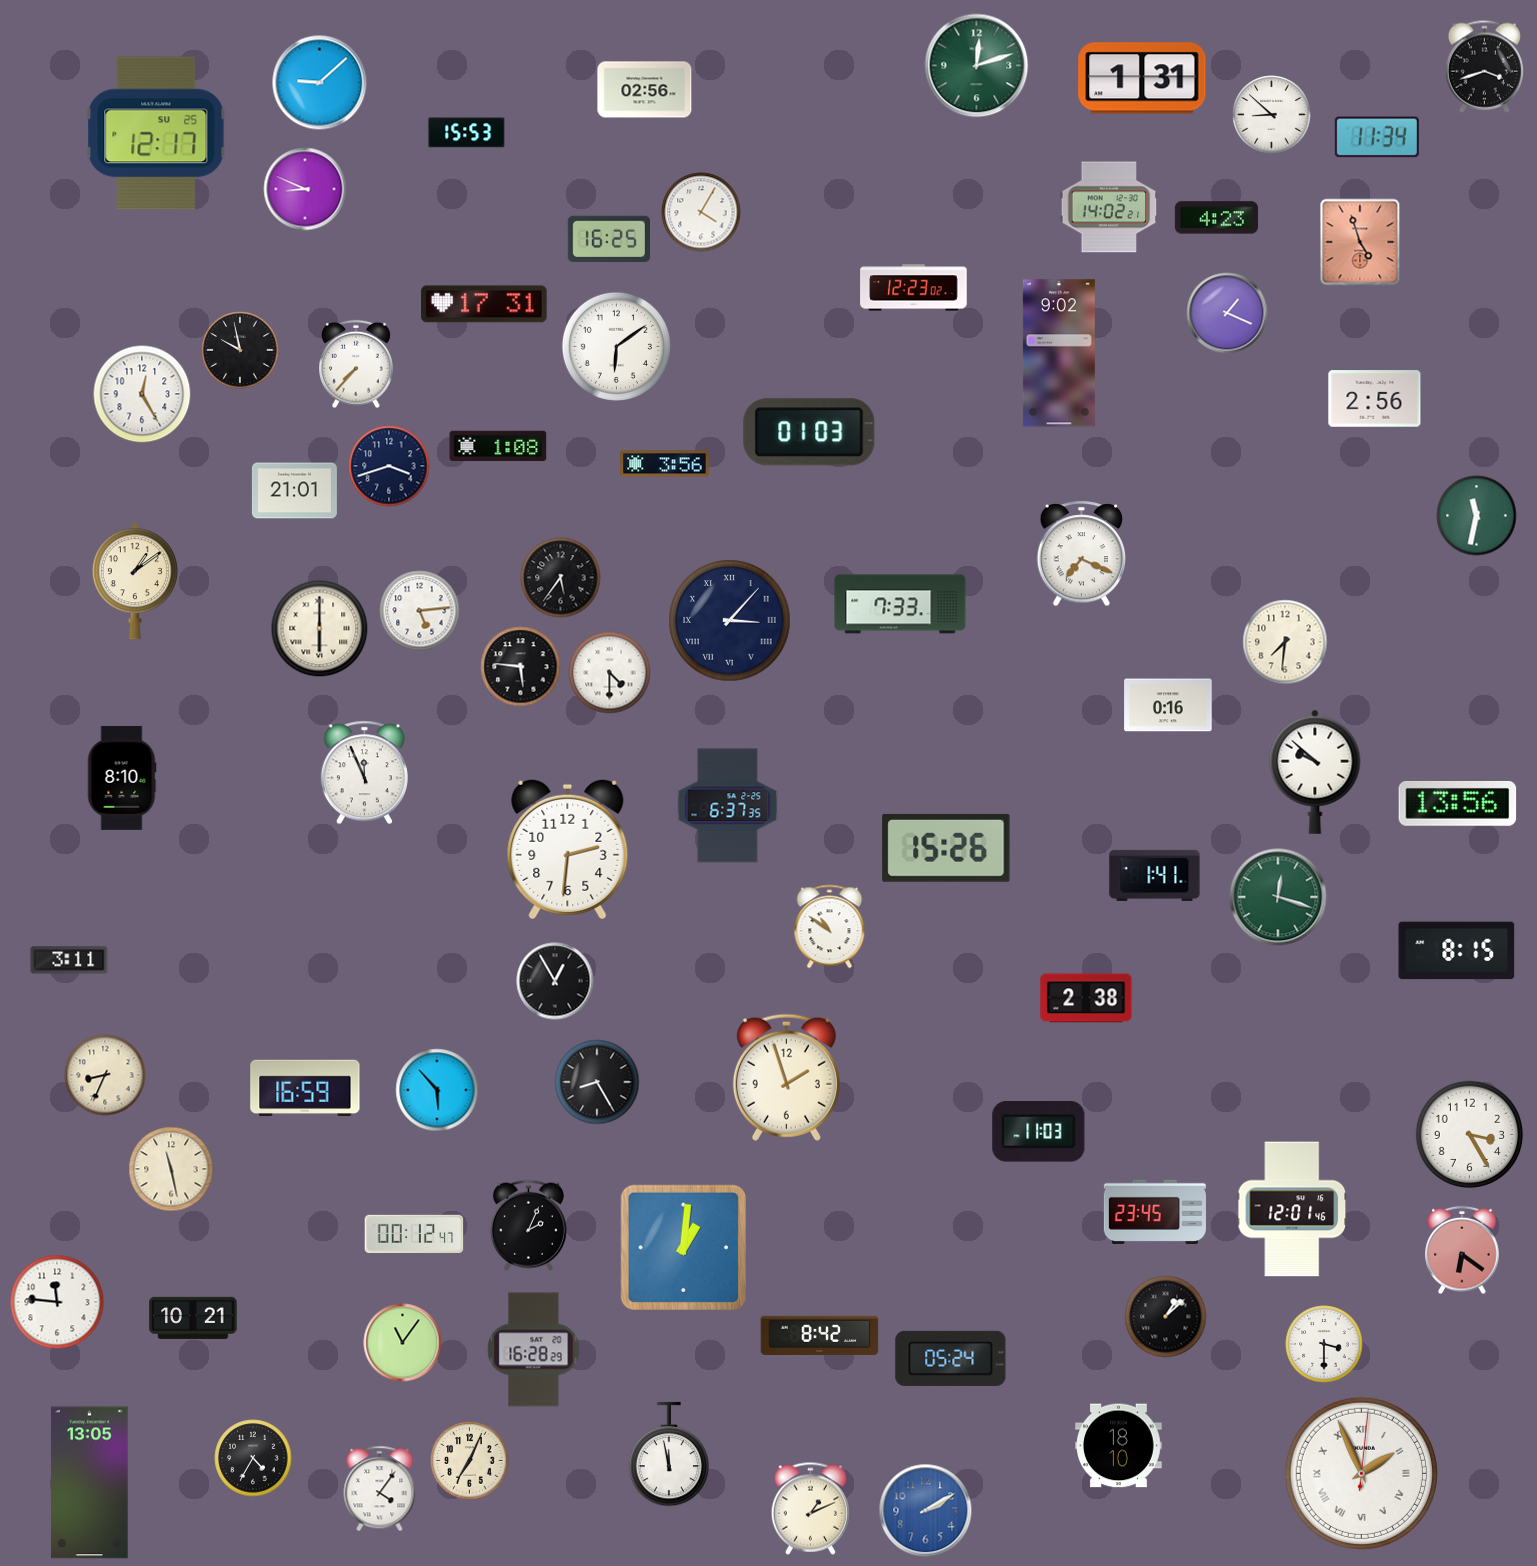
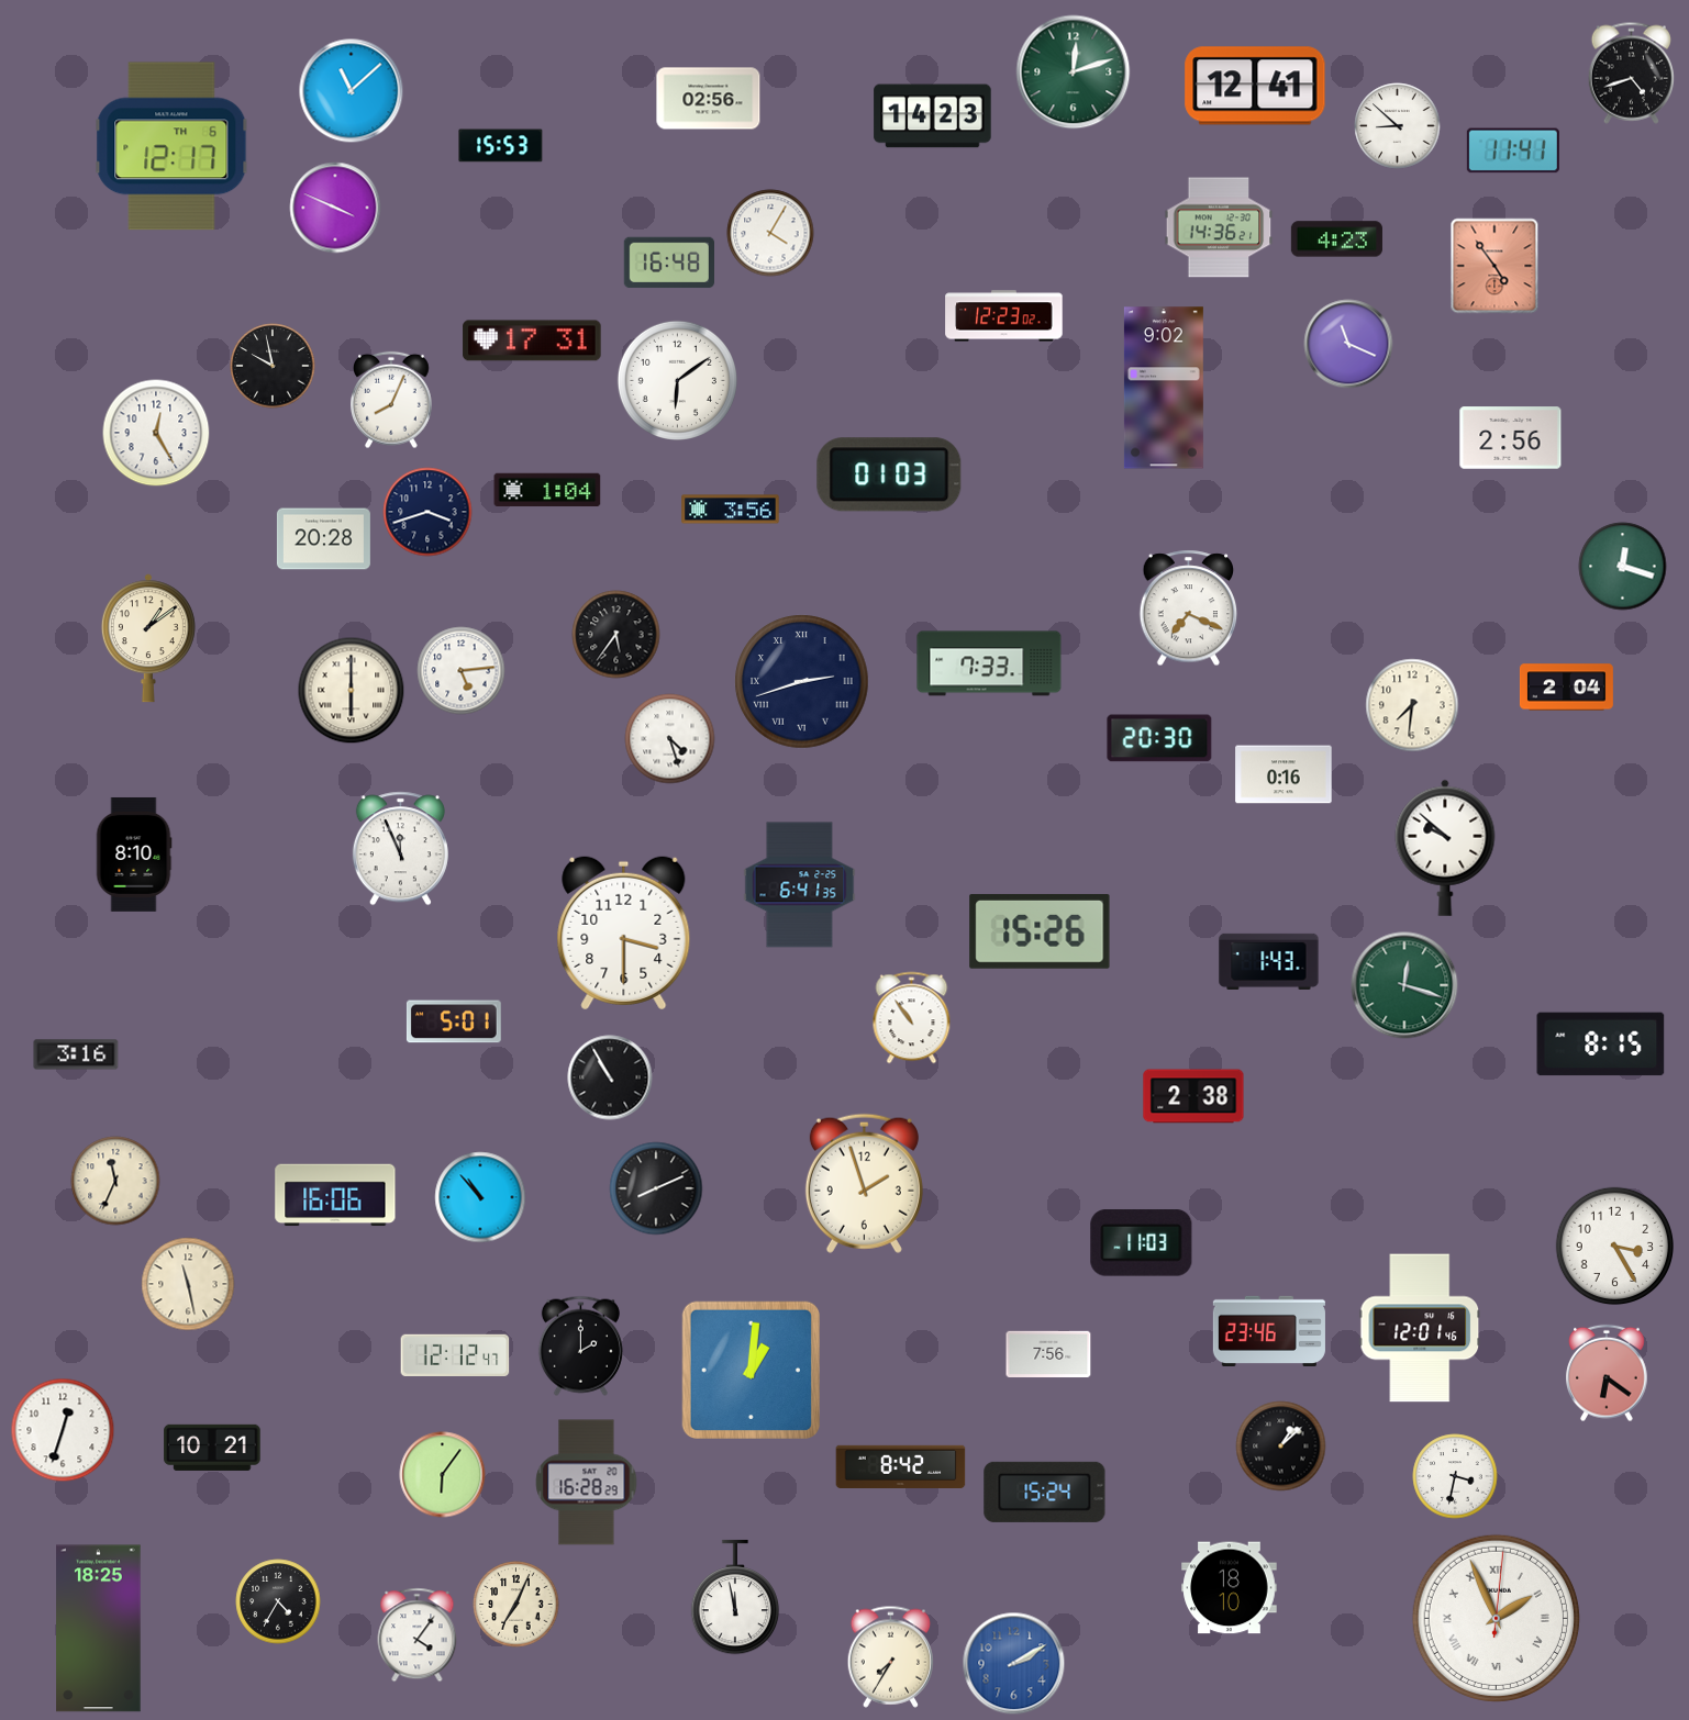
clock at (1484, 66): 3:42 -> 4:42
clock at (1142, 78): 1:31 -> 12:41
clock at (320, 83): 9:08 -> 11:08
clock at (933, 116): none -> 14:23
clock at (156, 133) date: SU 25 -> TH 6
clock at (467, 133) position: (467, 133) -> (501, 146)
clock at (1377, 137): 11:34 -> 11:41
clock at (305, 189): 8:49 -> 3:49
clock at (1109, 207): 14:02 -> 14:36
clock at (608, 239): 16:25 -> 16:48
clock at (1360, 242): 4:57 -> 4:54
clock at (484, 304) position: (484, 304) -> (532, 340)
clock at (1227, 313): 1:19 -> 11:19
clock at (240, 350) position: (240, 350) -> (273, 366)
clock at (356, 364): 7:37 -> 8:04
clock at (498, 446): 1:08 -> 1:04
clock at (294, 491): 21:01 -> 20:28
clock at (1477, 516): 11:32 -> 12:18
clock at (730, 621): 3:07 -> 2:42
clock at (1566, 688): none -> 2:04
clock at (521, 667): 5:46 -> none
clock at (1159, 738): none -> 20:30
clock at (610, 673): 4:30 -> 4:27
clock at (1458, 803): 13:56 -> none
clock at (728, 806): 6:37 -> 6:41
clock at (568, 850): 2:31 -> 3:30
clock at (1155, 875): 1:41 -> 1:43
clock at (830, 927): 10:51 -> 10:54
clock at (454, 1021): none -> 5:01
clock at (69, 960): 3:11 -> 3:16
clock at (555, 981): 12:55 -> 10:55
clock at (105, 1075): 8:34 -> 11:34
clock at (597, 1082): 8:25 -> 8:11
clock at (305, 1088): 16:59 -> 16:06
clock at (437, 1090): 5:53 -> 10:53
clock at (1155, 1212): 23:45 -> 23:46
clock at (528, 1225): 2:04 -> 2:00
clock at (414, 1233): 00:12 -> 12:12
clock at (1048, 1354): none -> 7:56
clock at (57, 1302): 11:46 -> 12:33
clock at (403, 1343): 11:06 -> 6:06
clock at (1324, 1344): 3:30 -> 3:32
clock at (951, 1358): 05:24 -> 15:24
clock at (90, 1483): 13:05 -> 18:25
clock at (810, 1508): 1:11 -> 7:35
clock at (926, 1511) position: (926, 1511) -> (1014, 1664)
